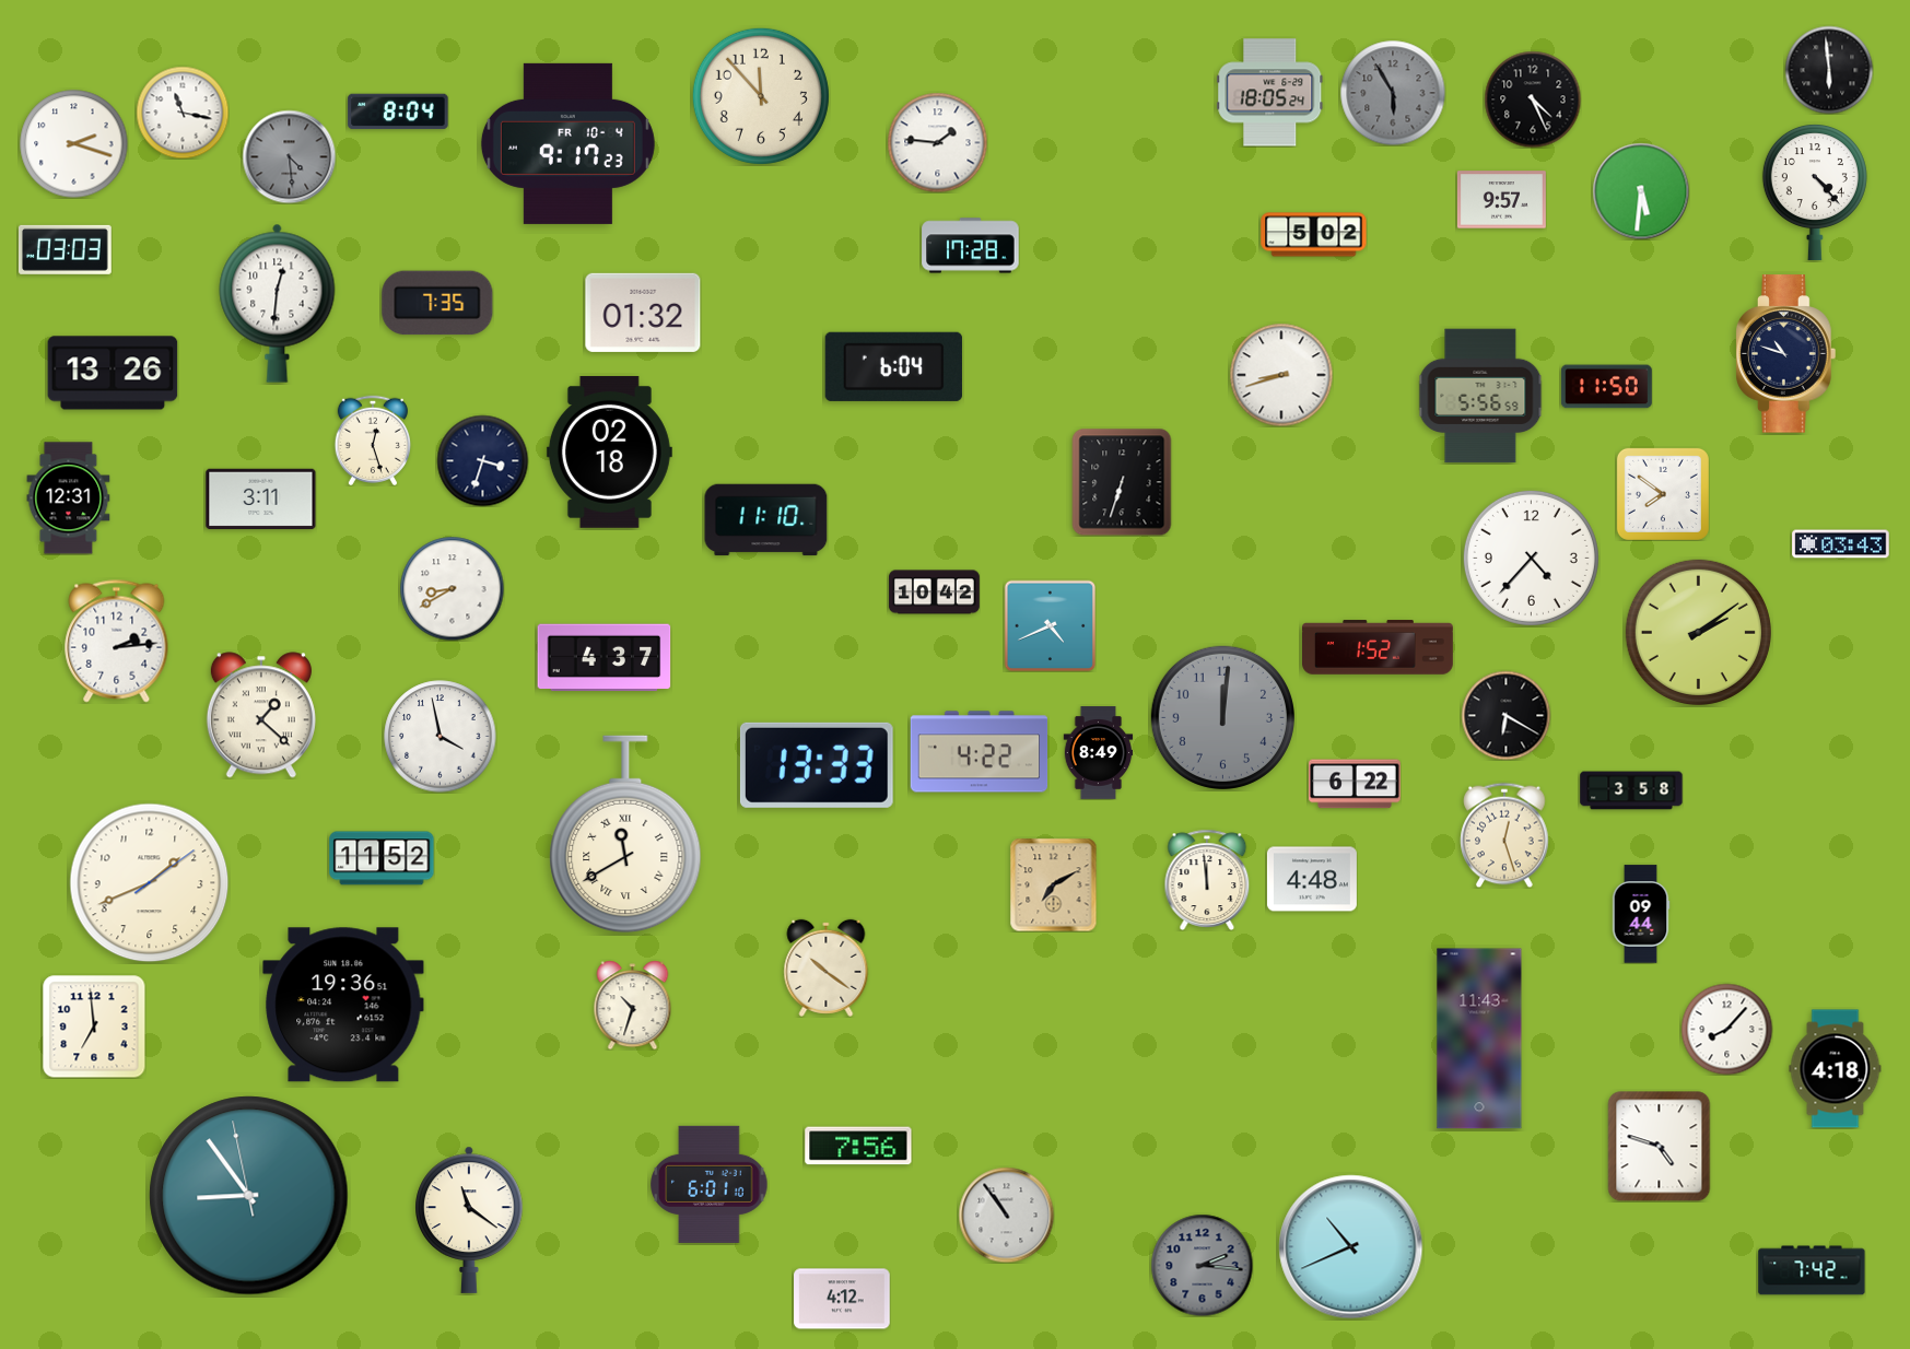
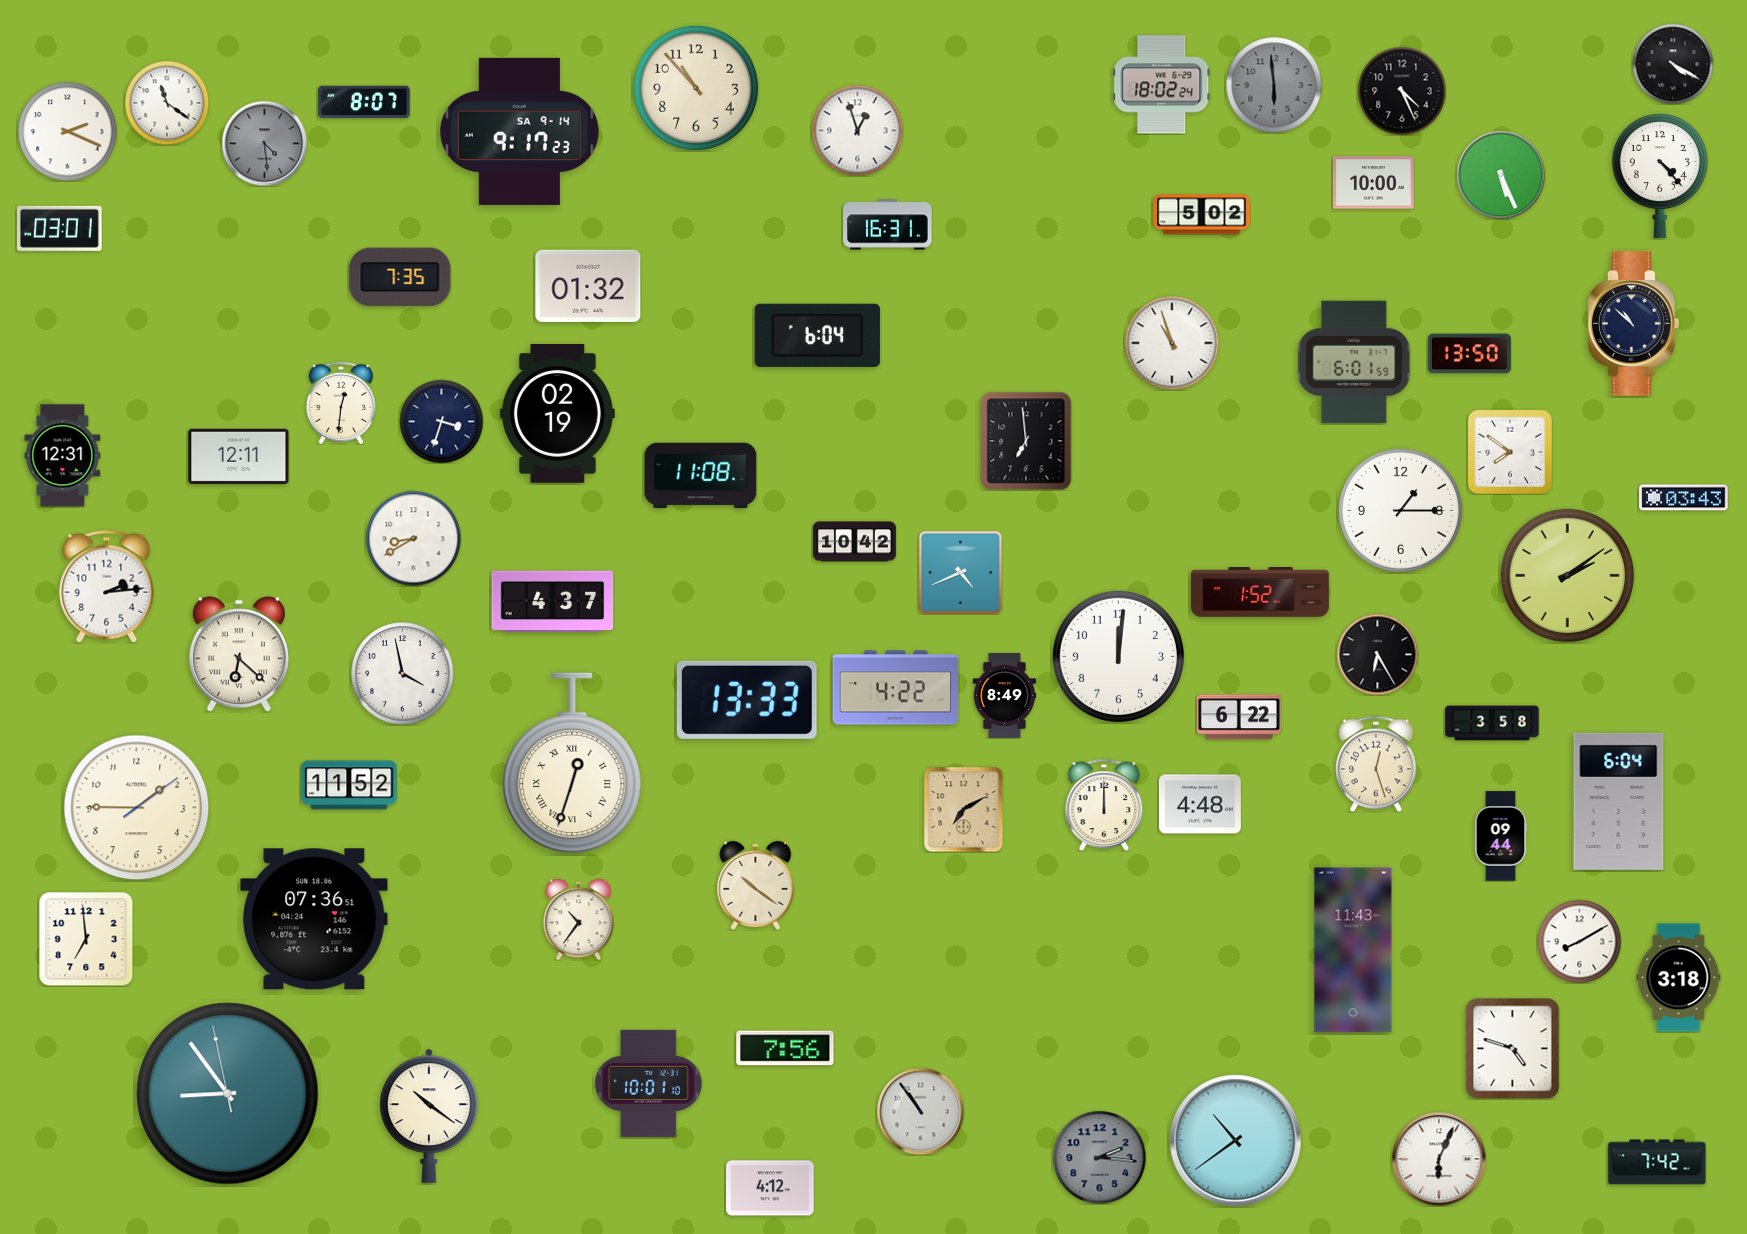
clock at (1829, 70): 5:59 -> 4:20
clock at (1270, 93): 18:05 -> 18:02
clock at (1393, 93): 5:55 -> 5:59
clock at (761, 96): 11:53 -> 10:53
clock at (398, 112): 8:04 -> 8:07
clock at (183, 113): 11:17 -> 11:21
clock at (937, 142): 1:46 -> 12:57
clock at (567, 143) date: FR 10-4 -> SA 9-14
clock at (74, 144): 2:18 -> 2:19
clock at (1641, 191): 5:31 -> 5:26
clock at (1501, 200): 9:57 -> 10:00
clock at (971, 246): 17:28 -> 16:31
clock at (65, 249): 03:03 -> 03:01
clock at (278, 303): 12:31 -> none
clock at (1786, 354): 10:48 -> 10:52
clock at (113, 373): 13:26 -> none
clock at (1281, 375): 8:42 -> 10:57
clock at (1606, 387): 11:50 -> 13:50
clock at (1480, 396): 5:56 -> 6:01
clock at (372, 439): 12:27 -> 12:31
clock at (609, 451): 02:18 -> 02:19
clock at (1122, 482): 6:33 -> 6:59
clock at (1663, 494) position: (1663, 494) -> (1510, 452)
clock at (261, 500): 3:11 -> 12:11
clock at (766, 520): 11:10 -> 11:08
clock at (1531, 558): 4:37 -> 1:15
clock at (1698, 632) position: (1698, 632) -> (1567, 575)
clock at (261, 715): 1:22 -> 6:22
clock at (1505, 715): 6:20 -> 6:25
clock at (1222, 717) dial: grey -> white
clock at (1099, 753) position: (1099, 753) -> (1005, 696)
clock at (625, 834): 11:40 -> 12:33
clock at (1619, 801): none -> 6:04
clock at (1207, 880): 11:59 -> 12:00
clock at (150, 883): 1:41 -> 1:45
clock at (343, 1005): 19:36 -> 07:36
clock at (633, 1005): 10:33 -> 10:36
clock at (1726, 1029): 8:07 -> 8:10
clock at (1836, 1069): 4:18 -> 3:18
clock at (1660, 1146) position: (1660, 1146) -> (1513, 1048)
clock at (710, 1184): 6:01 -> 10:01
clock at (469, 1220): 11:21 -> 10:21
clock at (1351, 1247): 10:41 -> 10:39
clock at (1439, 1159): none -> 6:04
